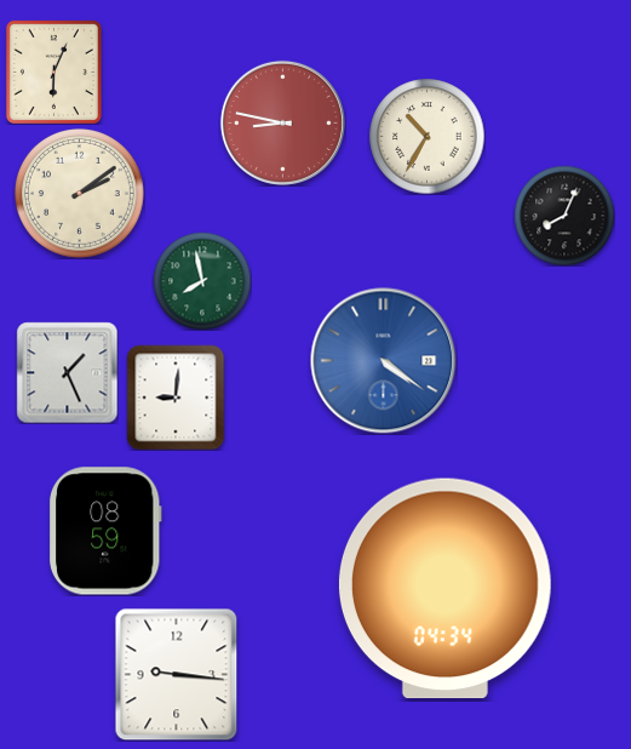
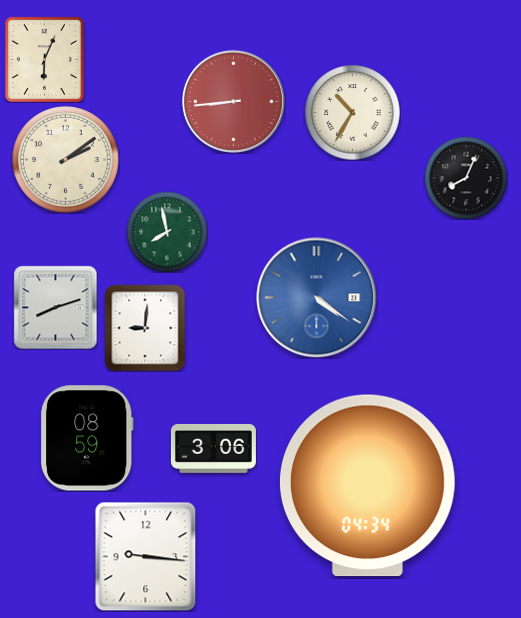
clock at (282, 122): 8:47 -> 8:44
clock at (67, 372): 1:26 -> 8:12
clock at (213, 448): none -> 3:06
